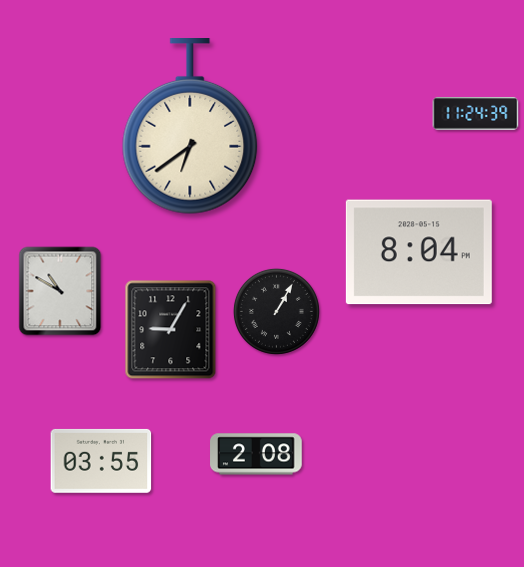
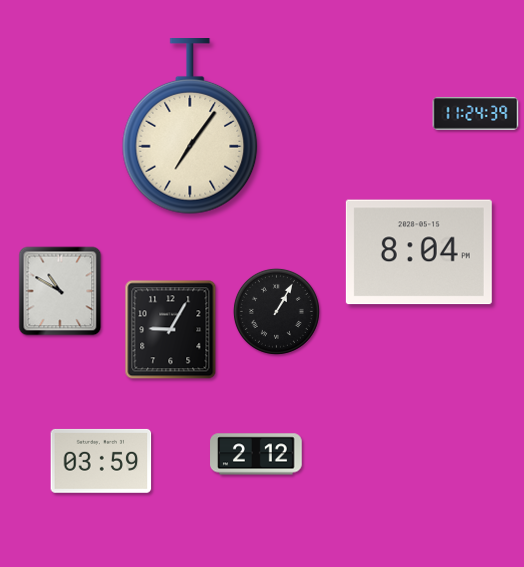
clock at (190, 127): 6:39 -> 7:06
clock at (256, 454): 2:08 -> 2:12
clock at (101, 461): 03:55 -> 03:59
